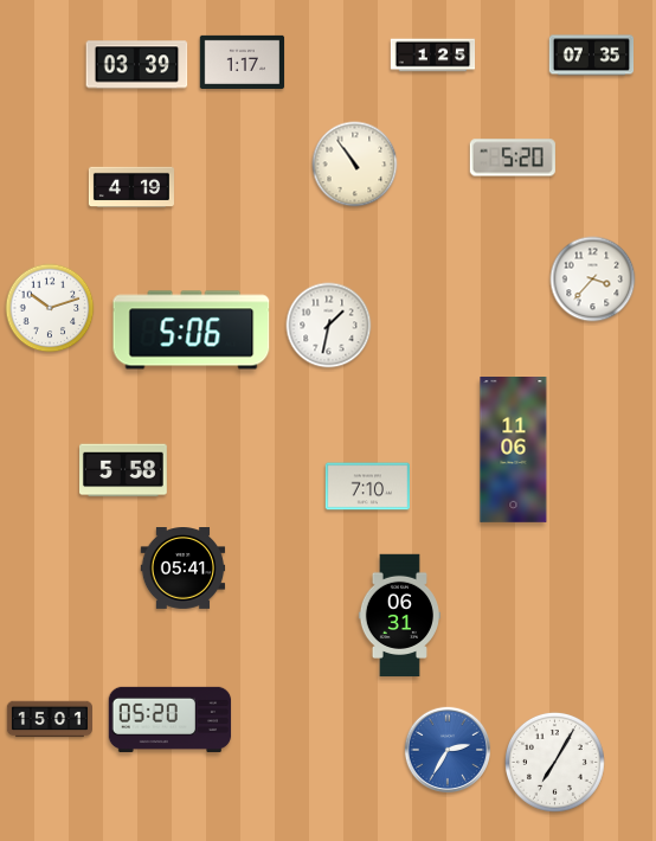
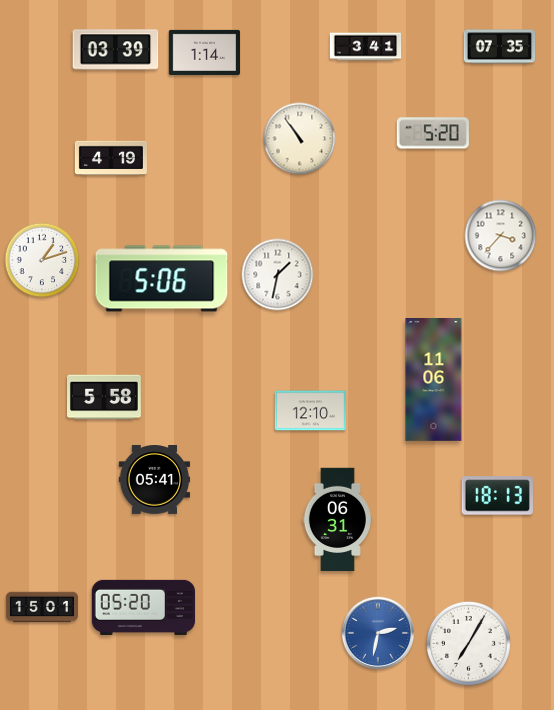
clock at (433, 56): 1:25 -> 3:41
clock at (243, 62): 1:17 -> 1:14
clock at (137, 65) position: (137, 65) -> (116, 50)
clock at (50, 308): 10:12 -> 1:12
clock at (368, 487): 7:10 -> 12:10
clock at (497, 496): none -> 18:13
clock at (448, 750): 2:35 -> 2:32
